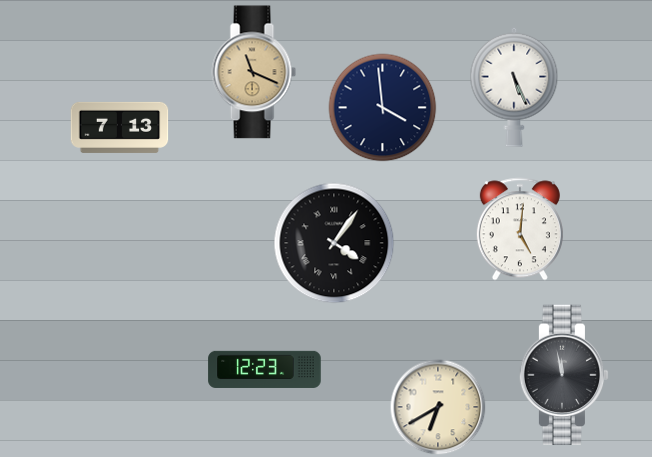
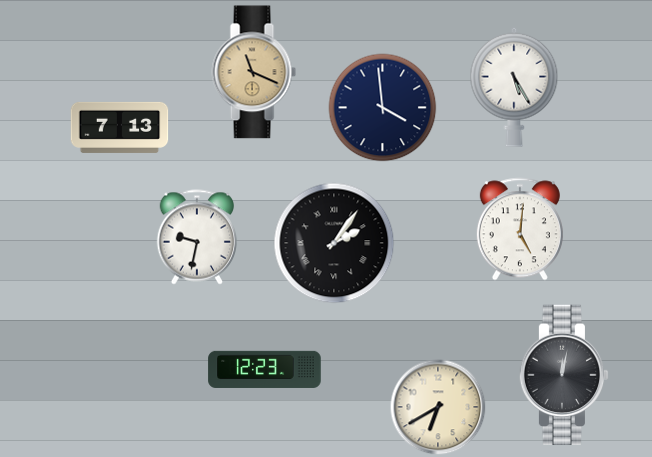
clock at (514, 87): 5:26 -> 5:25
clock at (197, 237): none -> 9:32
clock at (334, 243): 4:06 -> 2:06
clock at (564, 375): 11:58 -> 12:02
